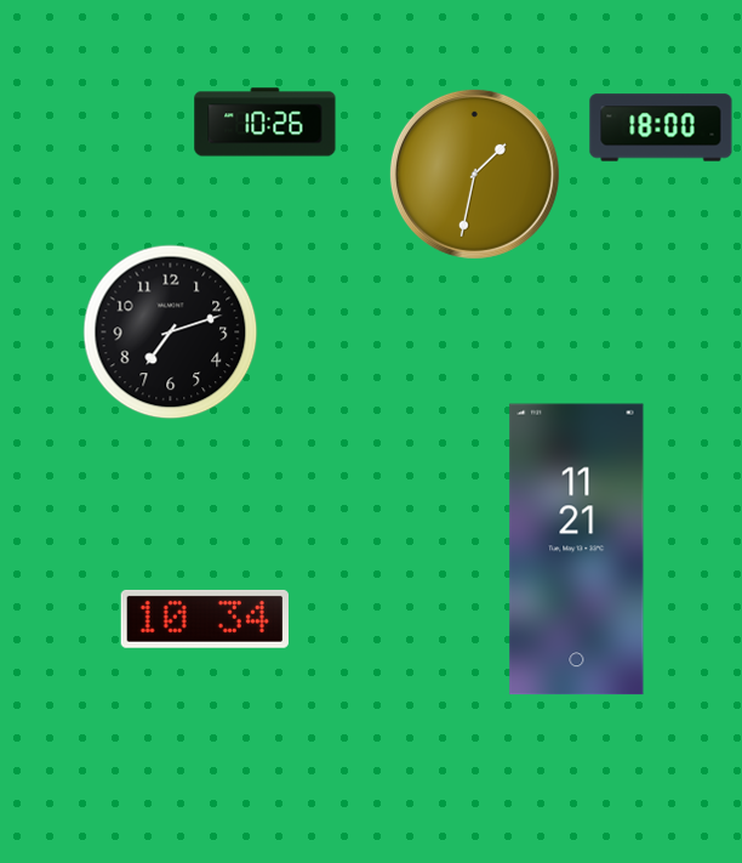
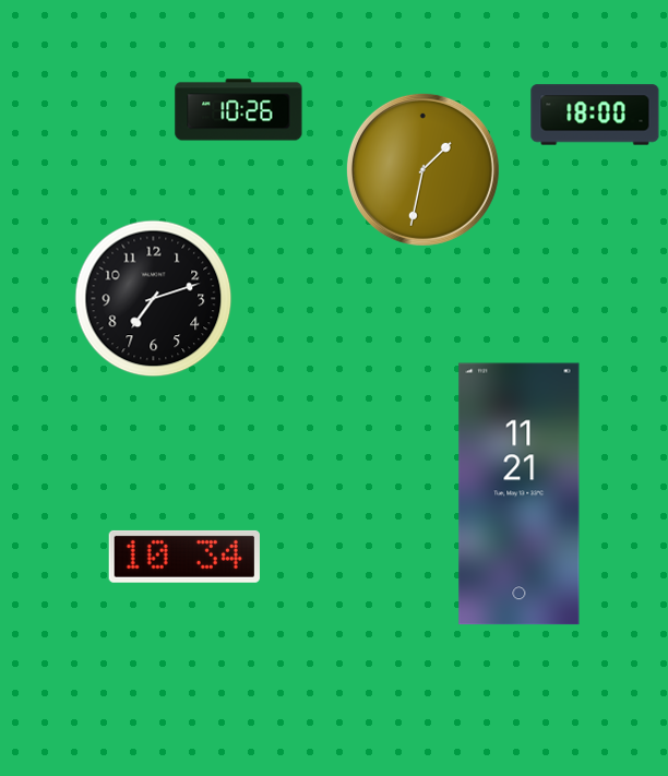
clock at (474, 174) position: (474, 174) -> (422, 169)
